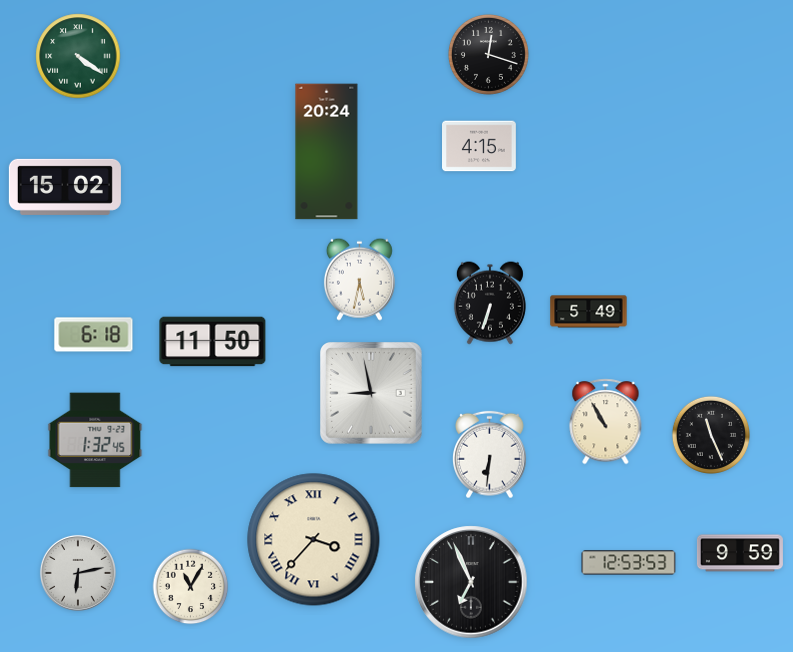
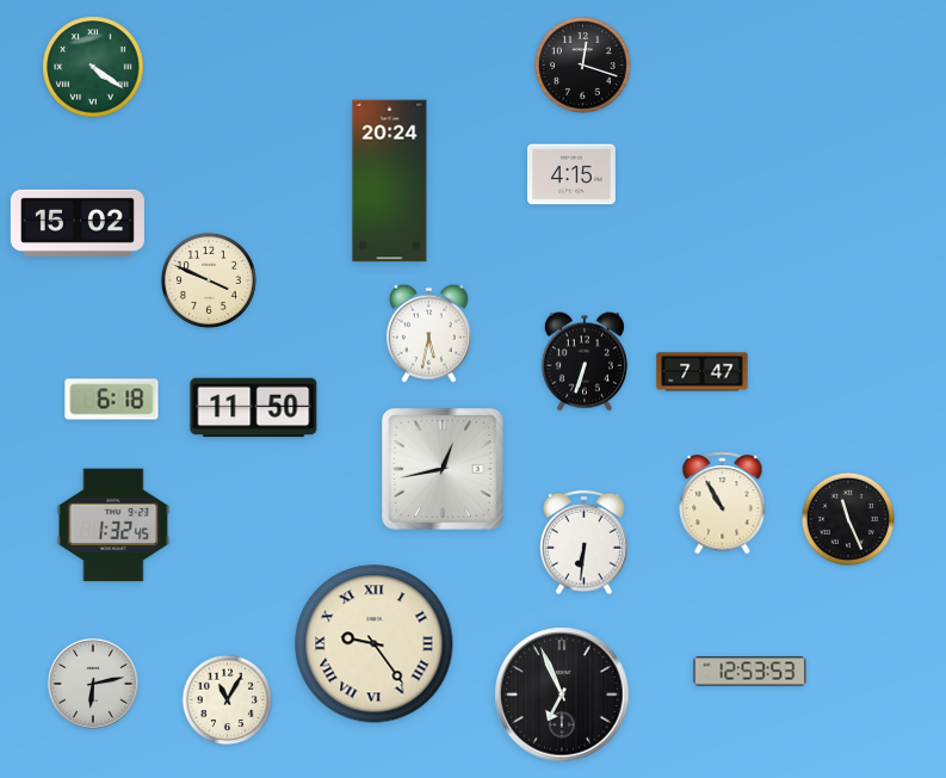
clock at (209, 280): none -> 3:49
clock at (589, 312): 5:49 -> 7:47
clock at (372, 394): 8:58 -> 12:43
clock at (314, 540): 3:37 -> 9:24
clock at (740, 553): 9:59 -> none
